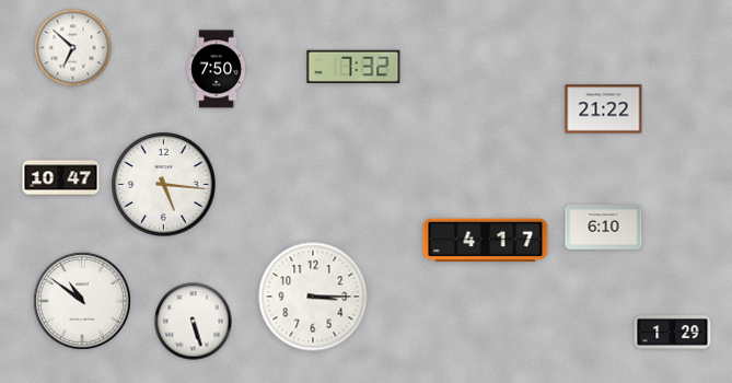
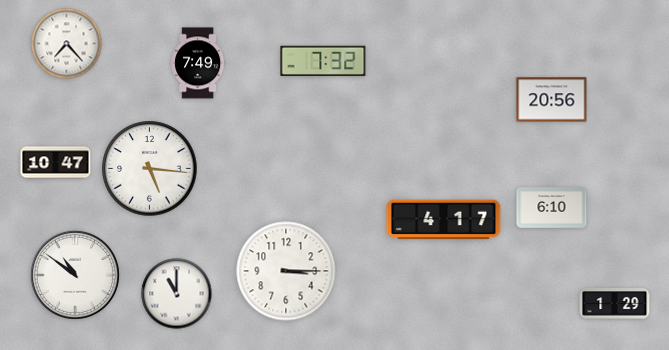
clock at (73, 48): 6:52 -> 7:23
clock at (217, 69): 7:50 -> 7:49
clock at (604, 109): 21:22 -> 20:56
clock at (194, 322): 5:27 -> 11:00
